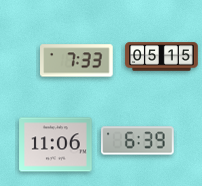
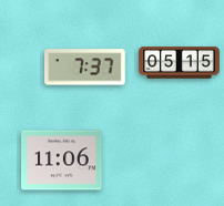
clock at (77, 61): 7:33 -> 7:37
clock at (138, 141): 6:39 -> none
